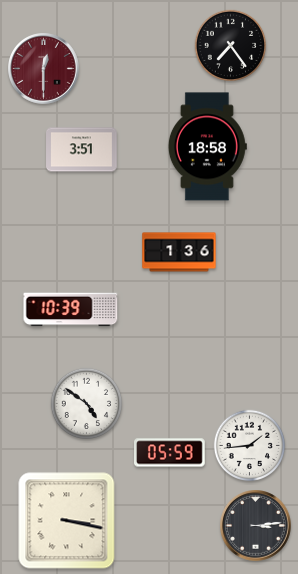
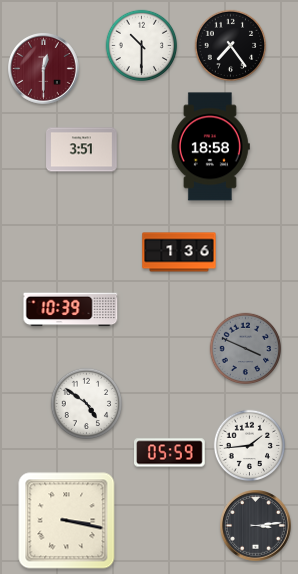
clock at (142, 46): none -> 10:30
clock at (207, 147) position: (207, 147) -> (210, 147)
clock at (246, 349): none -> 3:49
